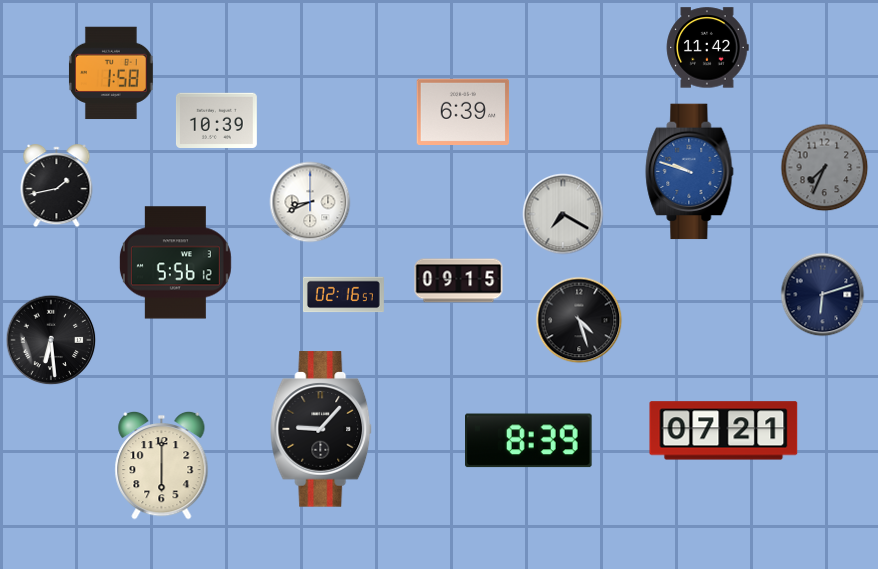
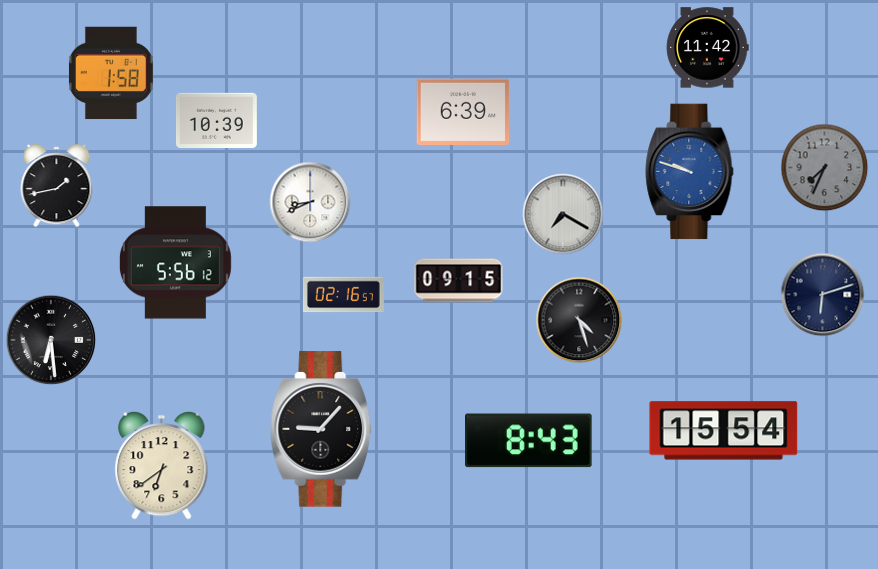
clock at (724, 431): 07:21 -> 15:54
clock at (529, 441): 8:39 -> 8:43
clock at (162, 465): 6:00 -> 6:39
